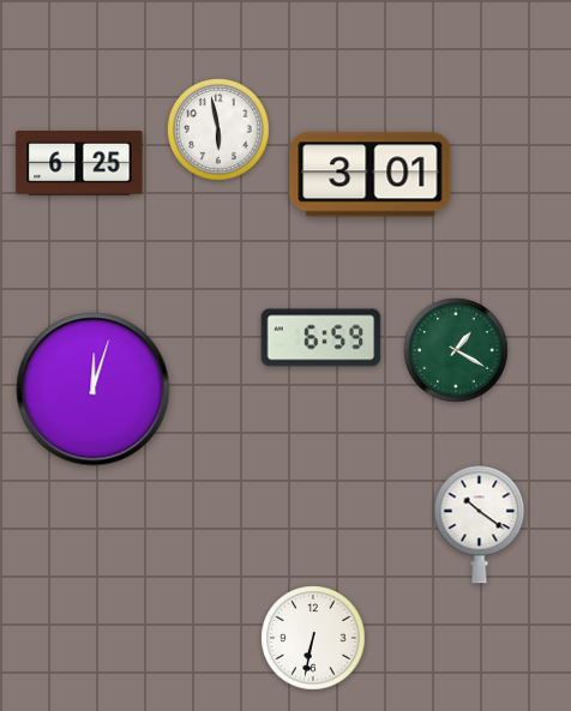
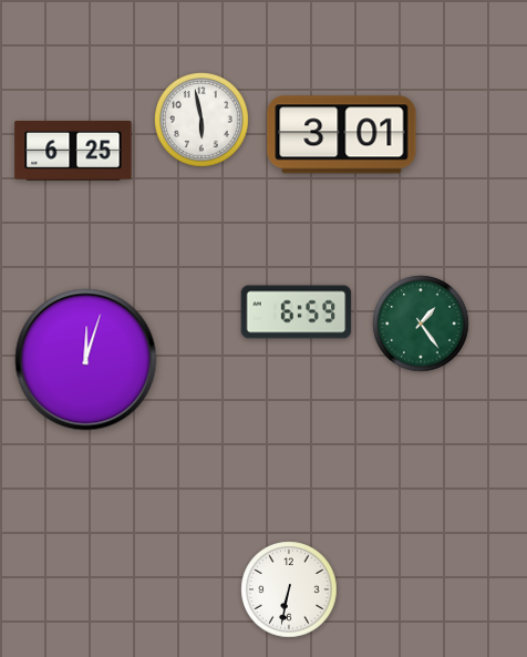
clock at (371, 175) position: (371, 175) -> (342, 135)
clock at (456, 350): 1:20 -> 1:24
clock at (480, 525): 10:21 -> none
